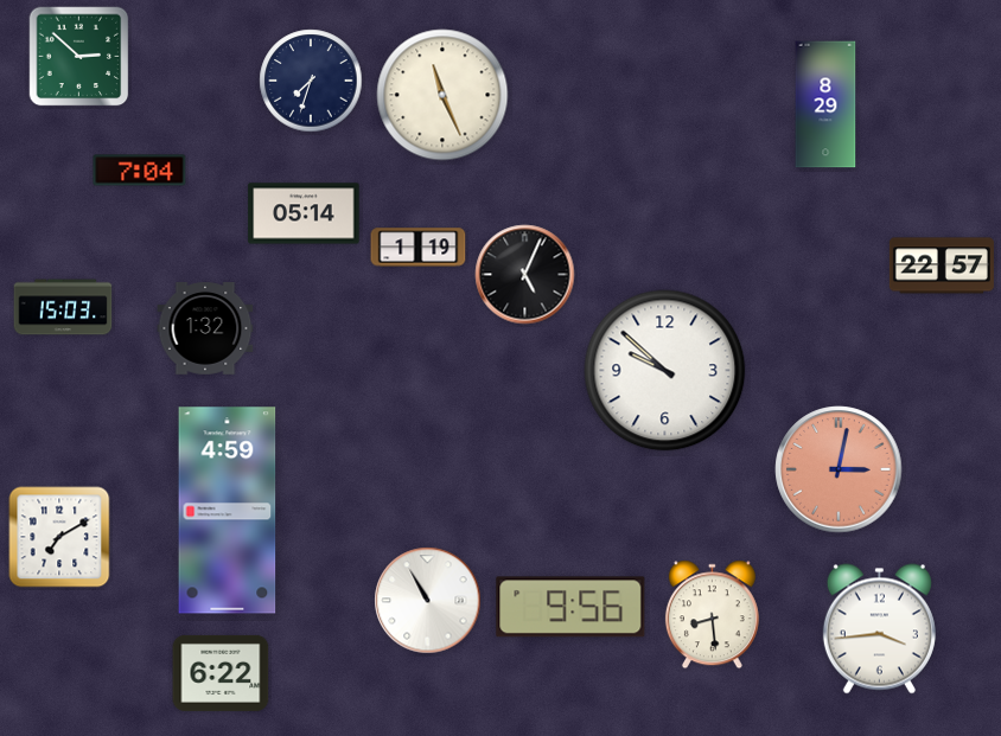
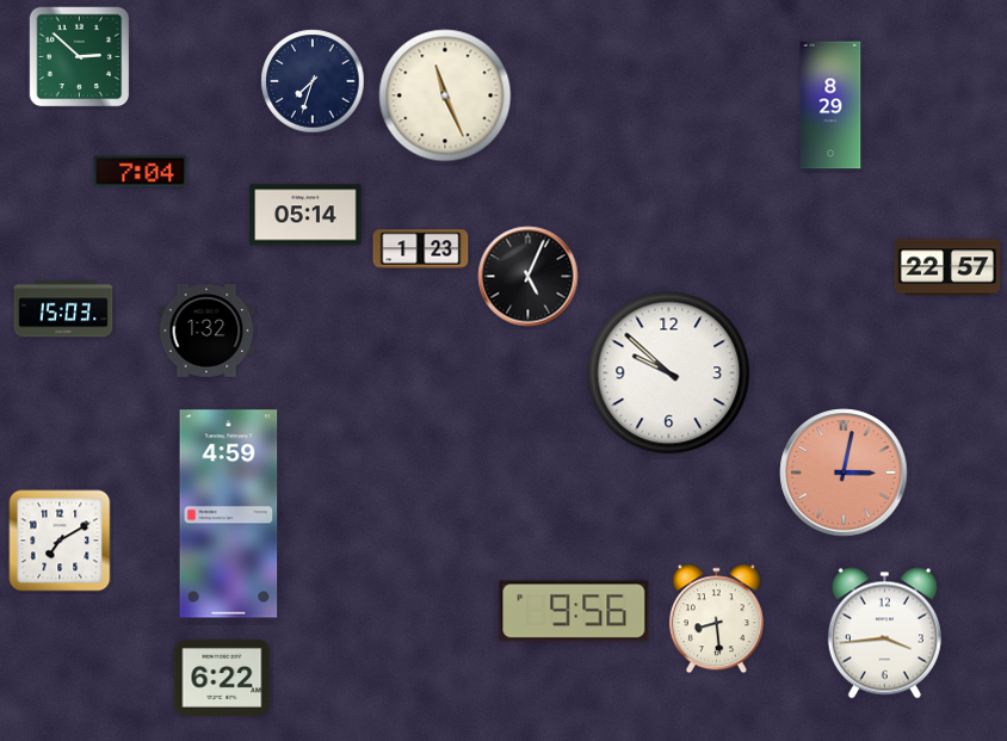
clock at (419, 248): 1:19 -> 1:23
clock at (428, 601): 10:55 -> none
